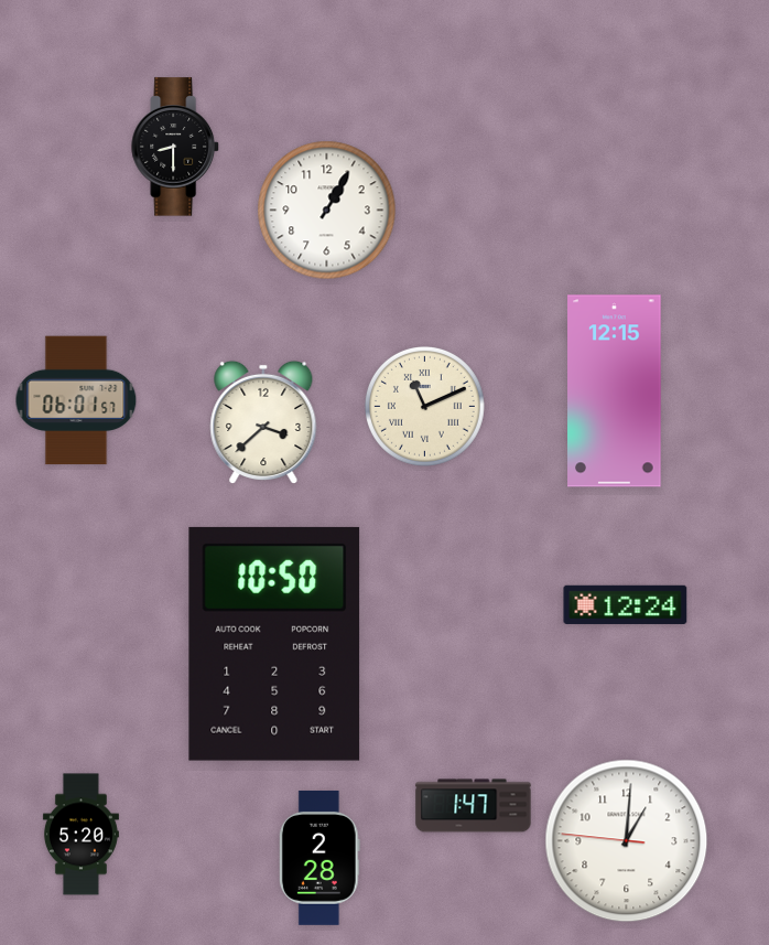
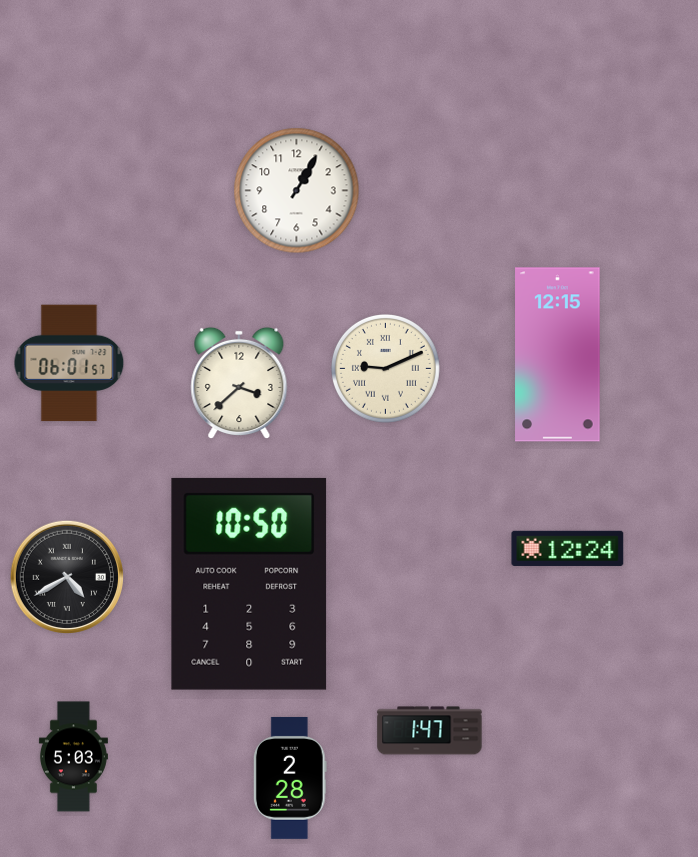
clock at (175, 147): 8:30 -> none
clock at (424, 406): 11:11 -> 9:11
clock at (66, 576): none -> 4:40
clock at (80, 835): 5:20 -> 5:03
clock at (627, 841): 1:00 -> none
